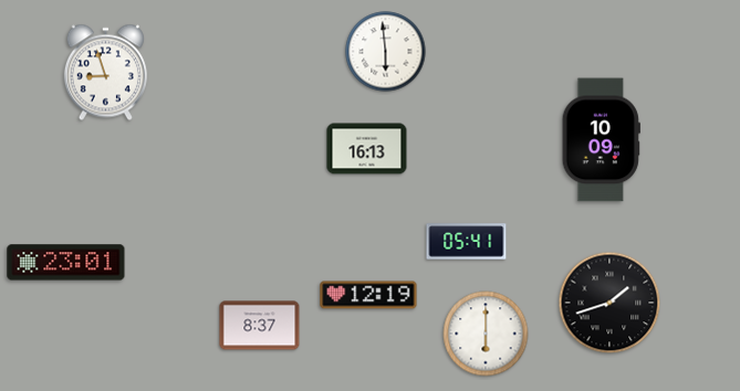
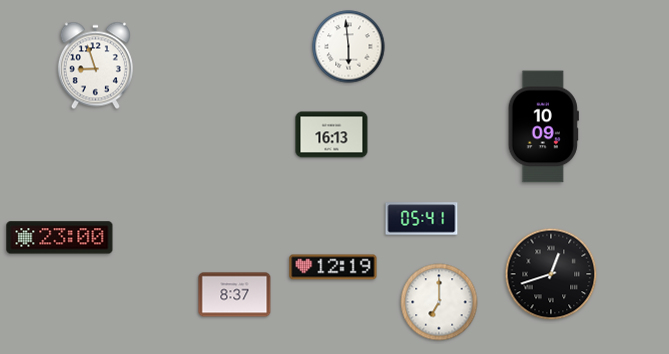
clock at (66, 263): 23:01 -> 23:00
clock at (609, 303): 1:42 -> 12:42
clock at (486, 334): 6:00 -> 7:00
